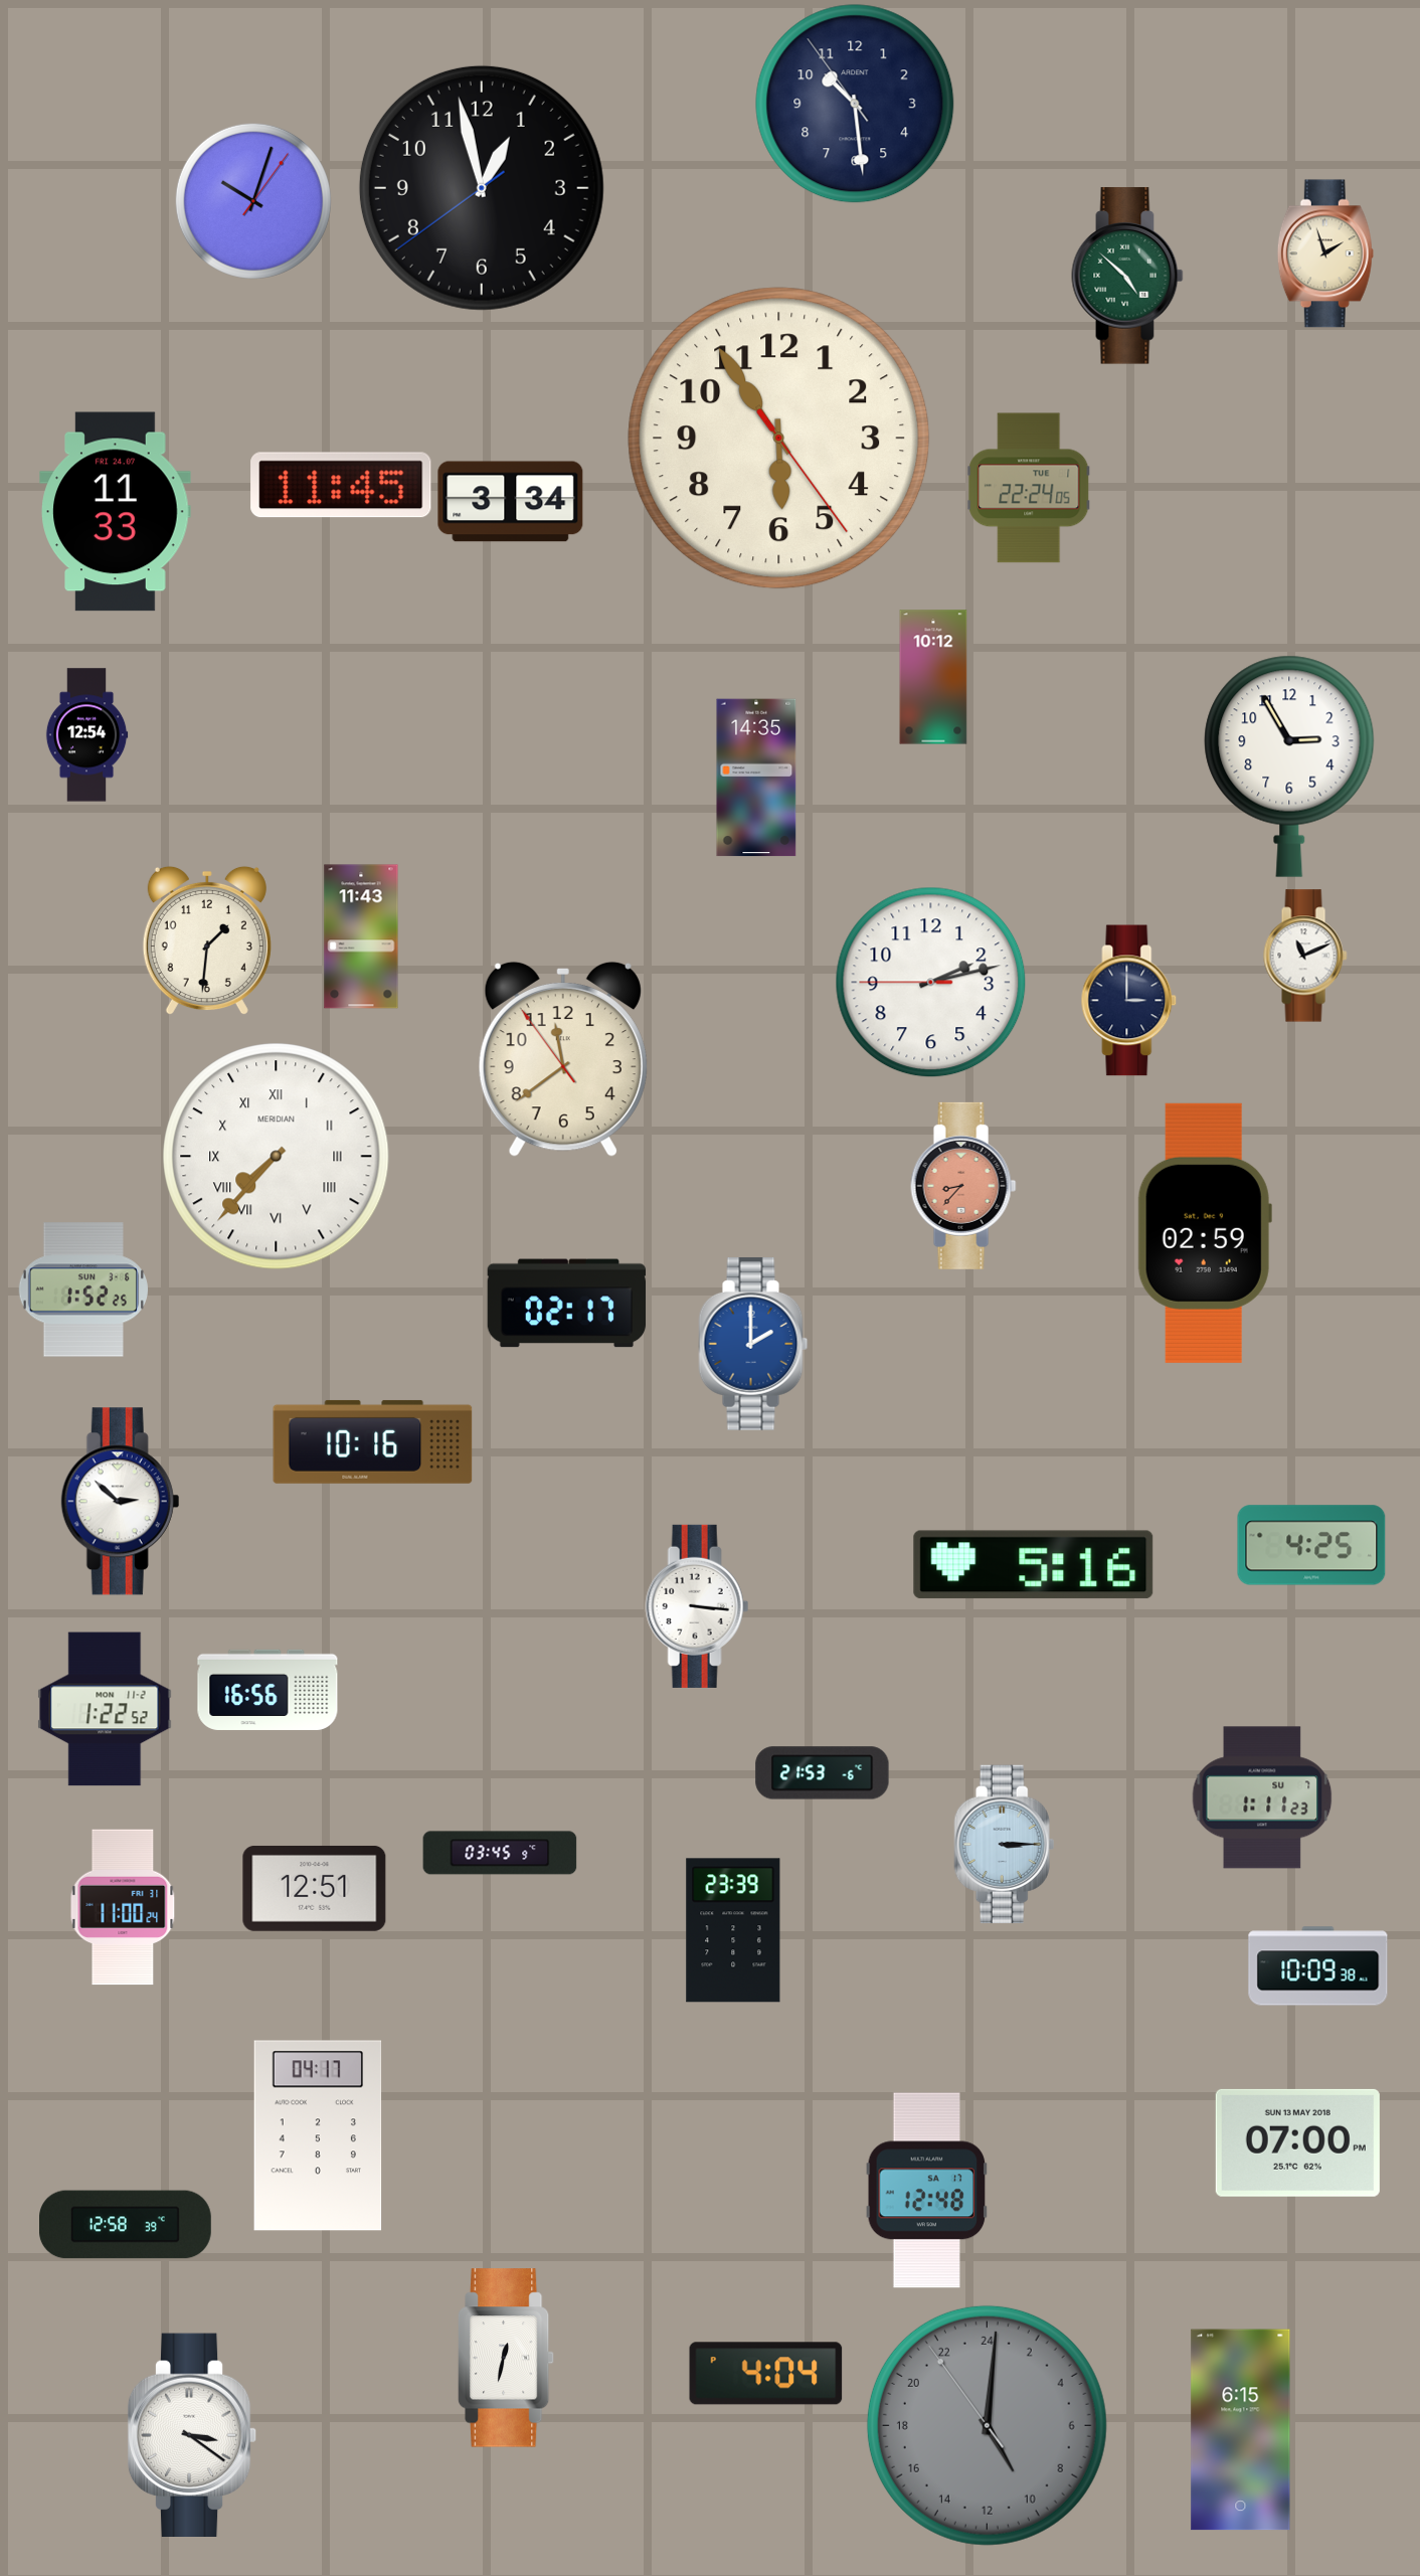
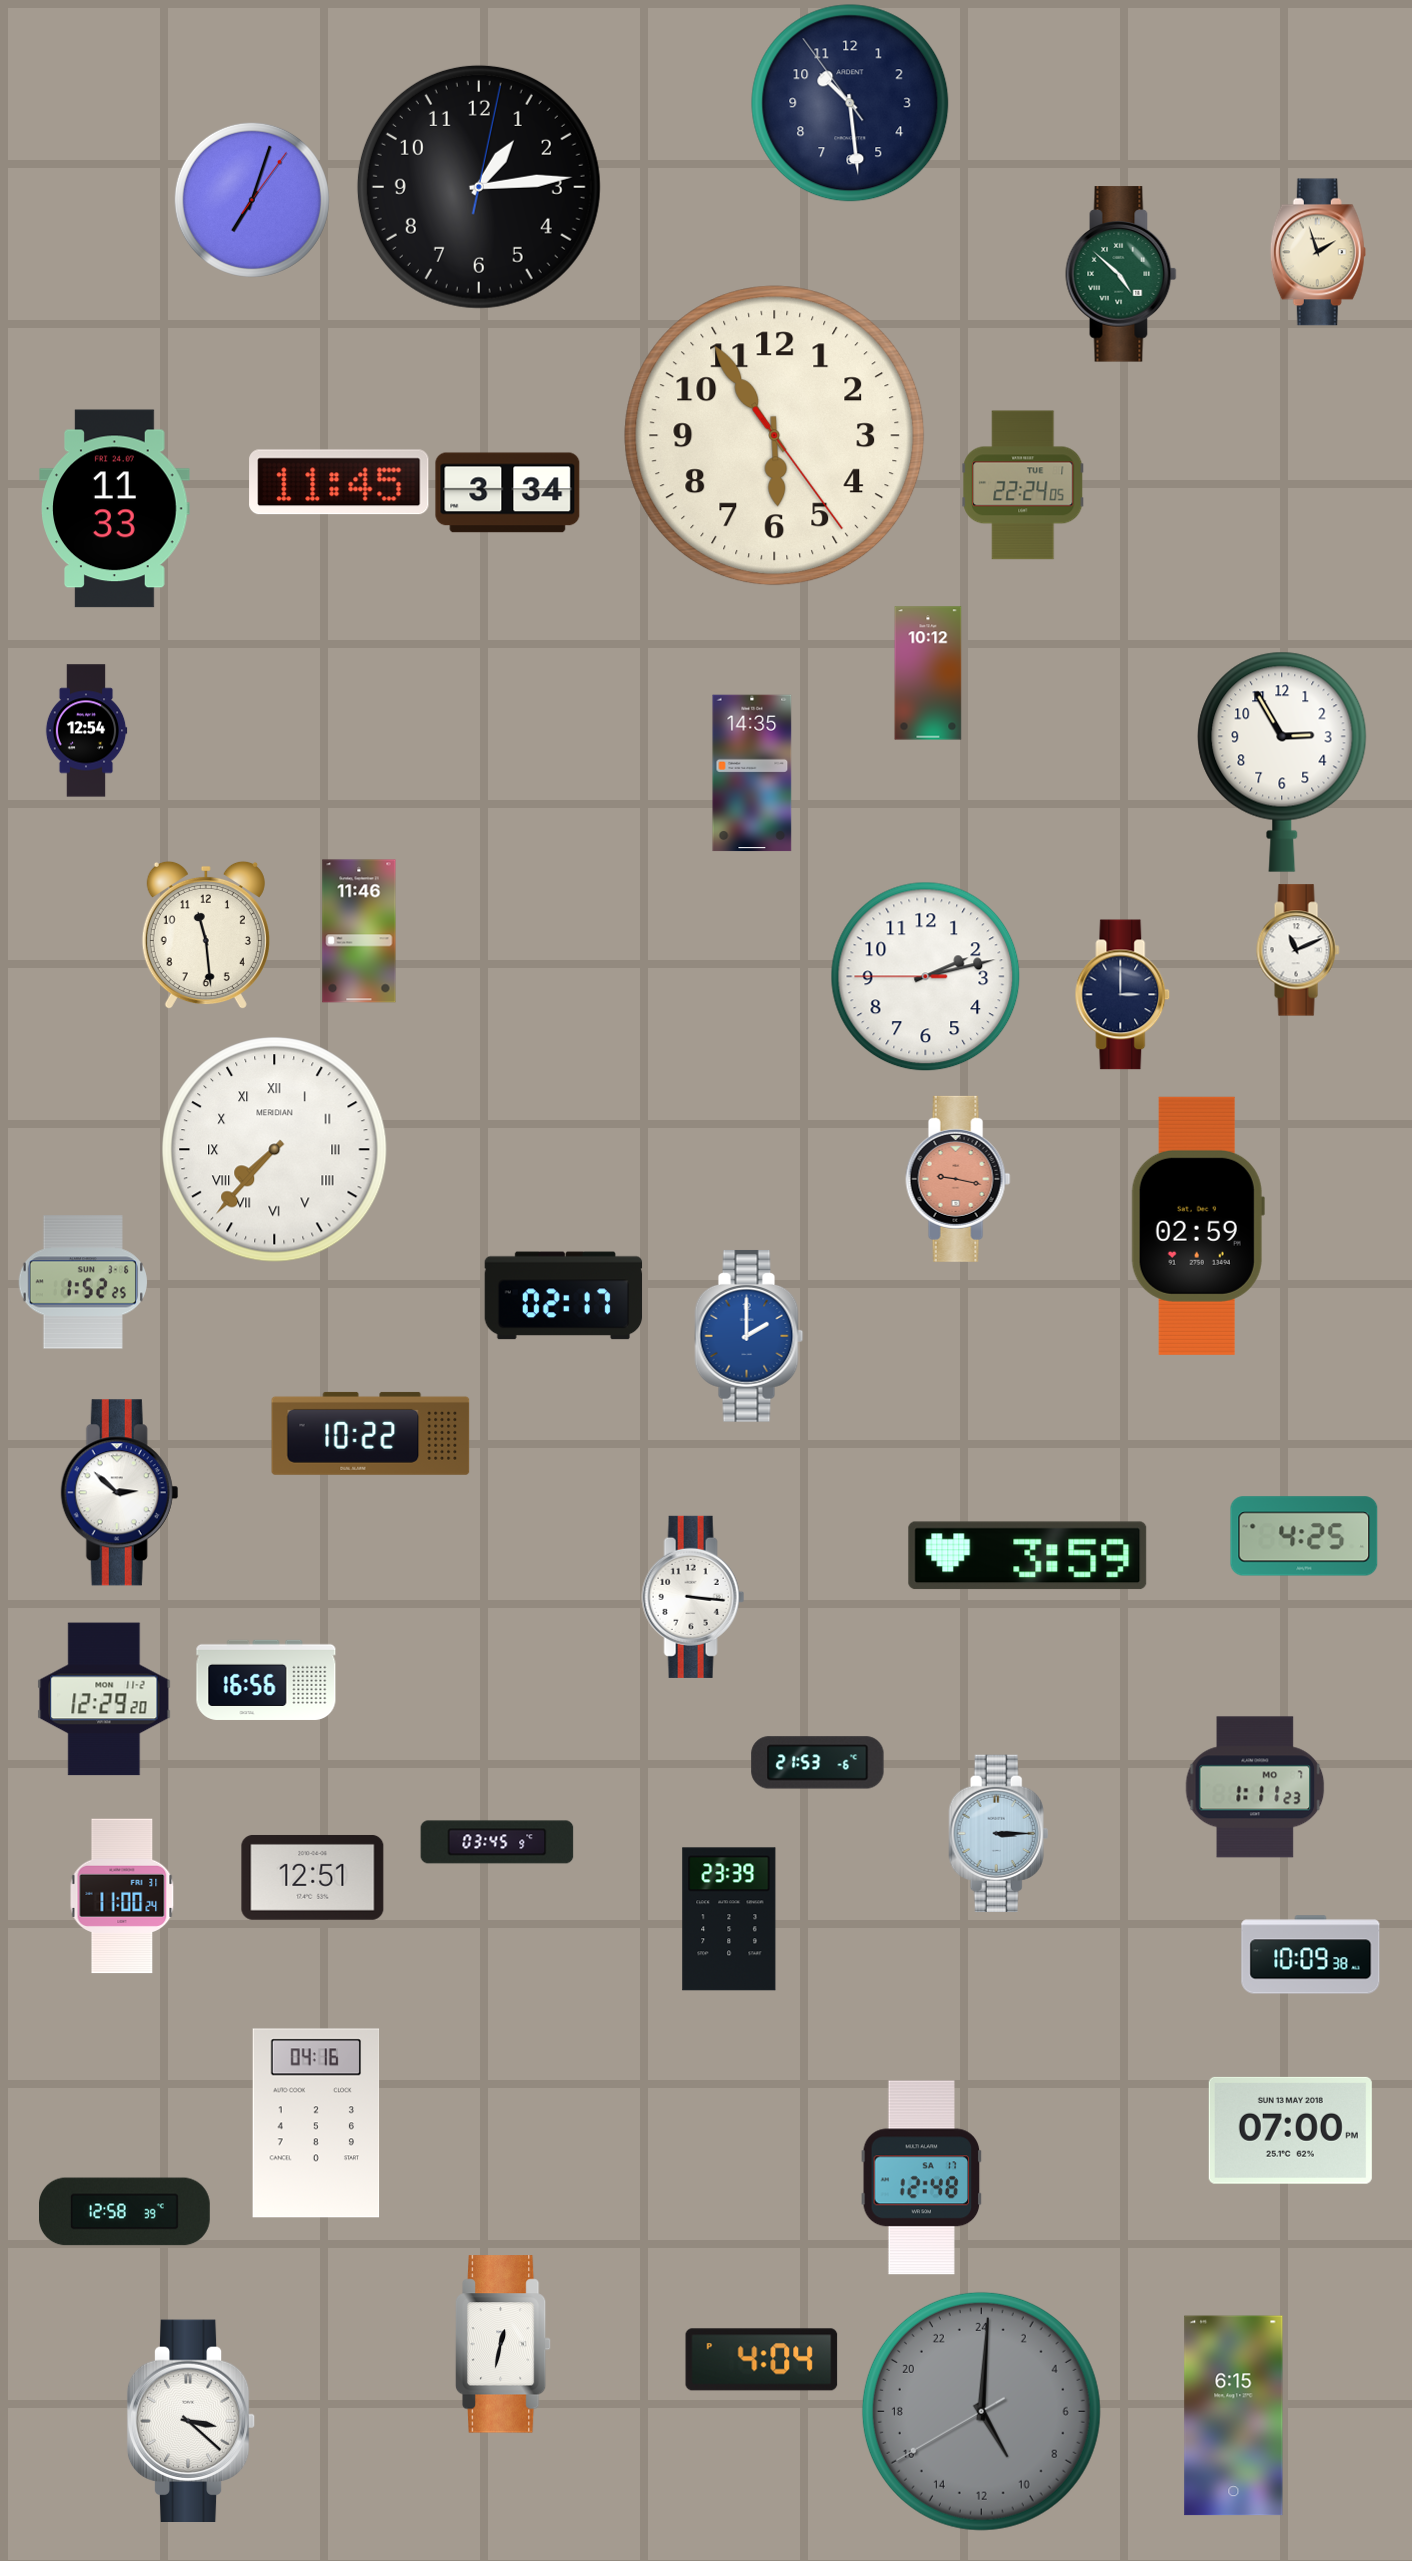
clock at (482, 188): 12:57 -> 1:14
clock at (253, 201): 10:03 -> 7:03
clock at (511, 502) position: (511, 502) -> (508, 493)
clock at (361, 936): 11:43 -> 11:46
clock at (207, 940): 1:31 -> 11:29
clock at (563, 1059): 11:38 -> none
clock at (963, 1186): 8:37 -> 9:17
clock at (373, 1441): 10:16 -> 10:22
clock at (1034, 1565): 5:16 -> 3:59
clock at (105, 1709): 1:22 -> 12:29
clock at (1262, 1797) date: SU 7 -> MO 7
clock at (318, 2135): 04:17 -> 04:16
clock at (987, 2425): 10:00:54 -> 10:00:40
clock at (192, 2434): 3:21 -> 3:22
